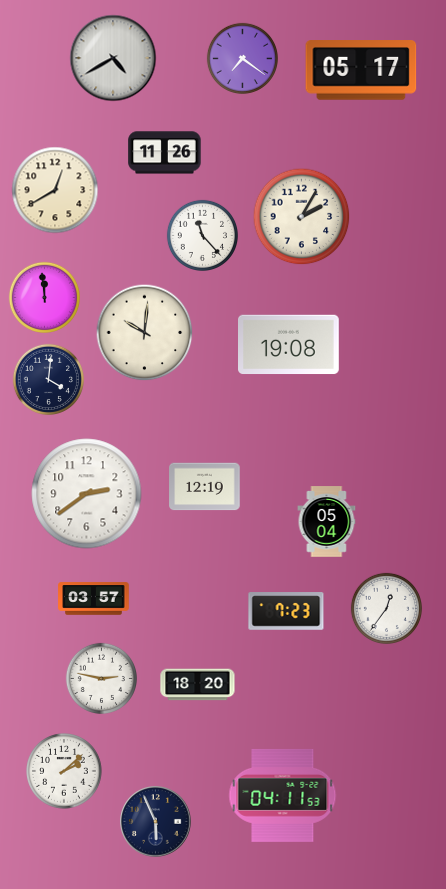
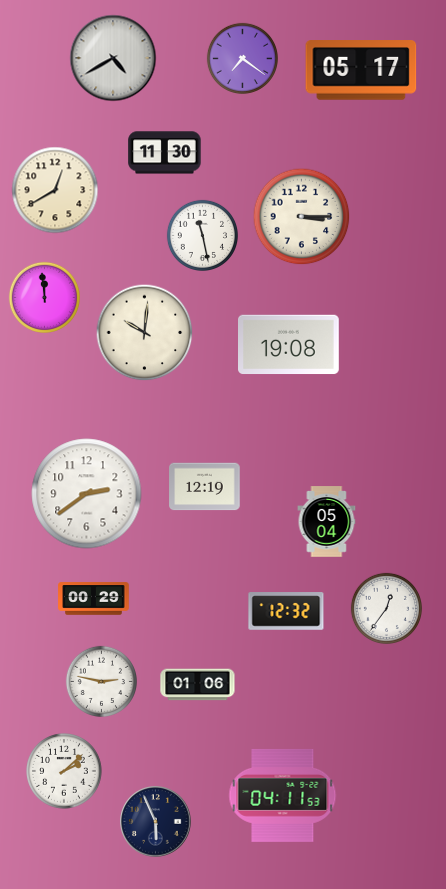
clock at (165, 153): 11:26 -> 11:30
clock at (302, 217): 2:05 -> 3:15
clock at (202, 235): 11:23 -> 11:28
clock at (48, 379): 4:01 -> none
clock at (94, 599): 03:57 -> 00:29
clock at (286, 611): 7:23 -> 12:32
clock at (101, 678) position: (101, 678) -> (101, 681)
clock at (198, 685): 18:20 -> 01:06
